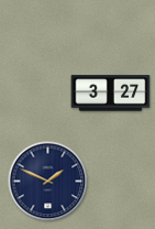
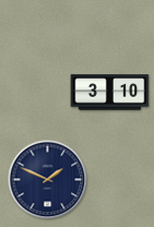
clock at (111, 94): 3:27 -> 3:10
